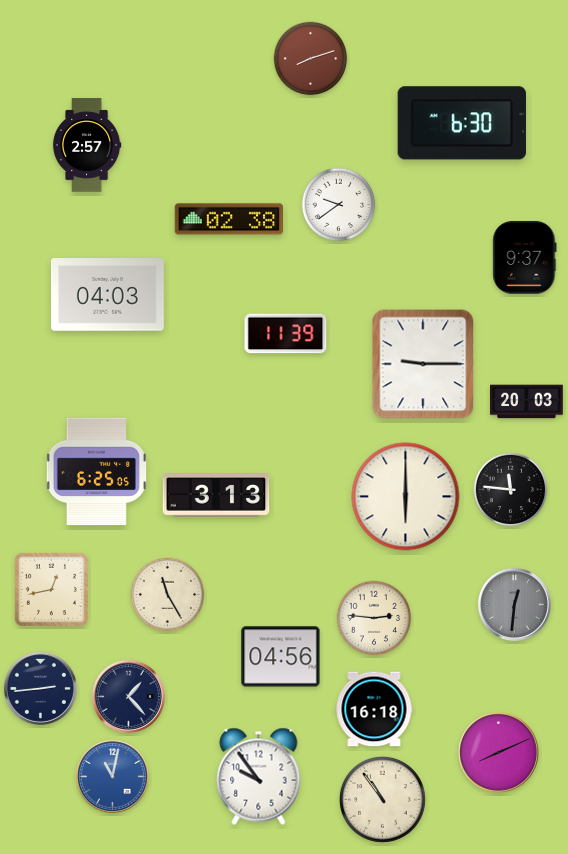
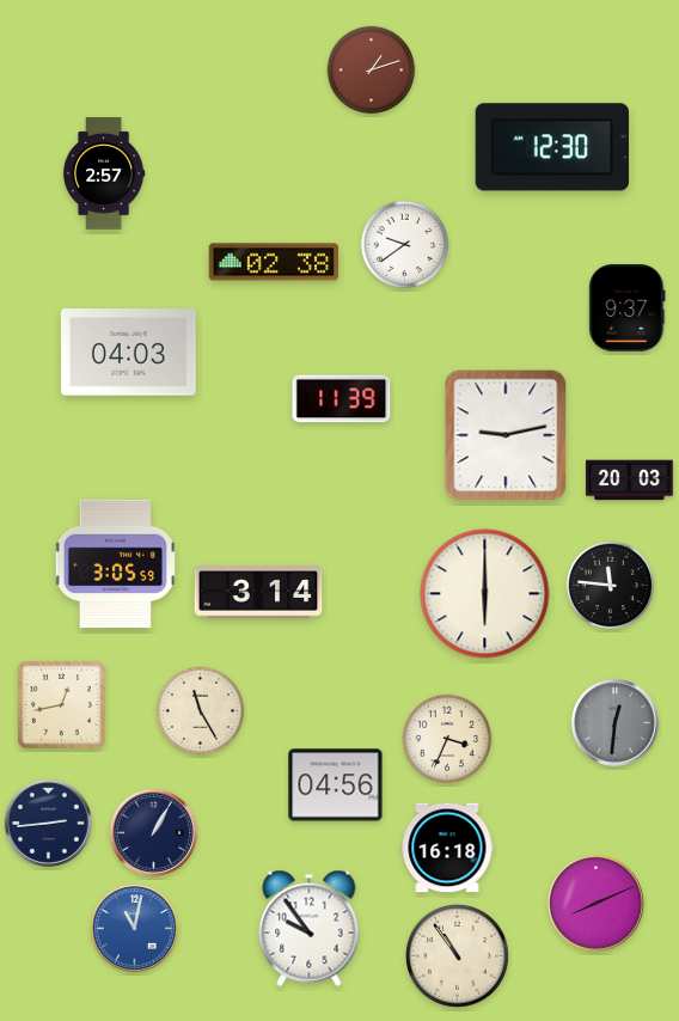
clock at (311, 59): 8:12 -> 1:12
clock at (462, 123): 6:30 -> 12:30
clock at (423, 364): 9:15 -> 9:13
clock at (96, 472): 6:25 -> 3:05
clock at (216, 495): 3:13 -> 3:14
clock at (374, 618): 2:46 -> 3:34
clock at (128, 696): 1:23 -> 1:05
clock at (498, 752) position: (498, 752) -> (595, 903)
